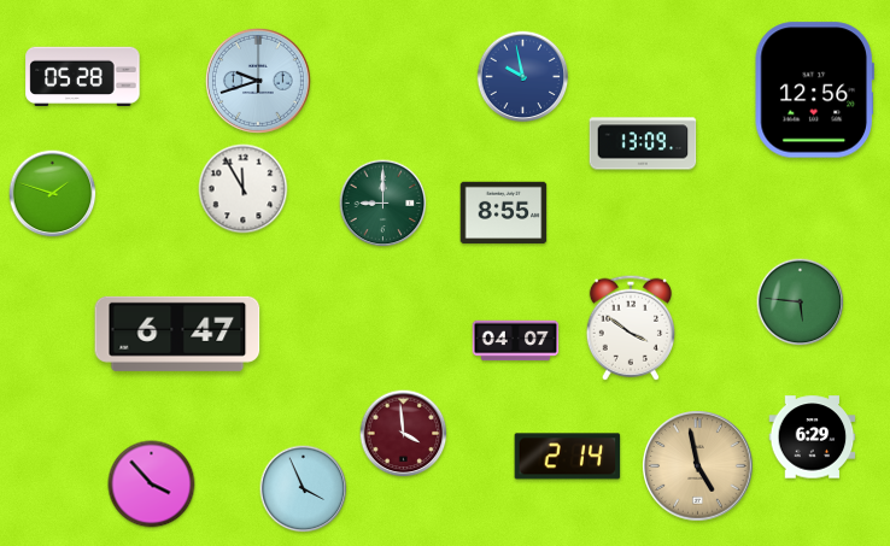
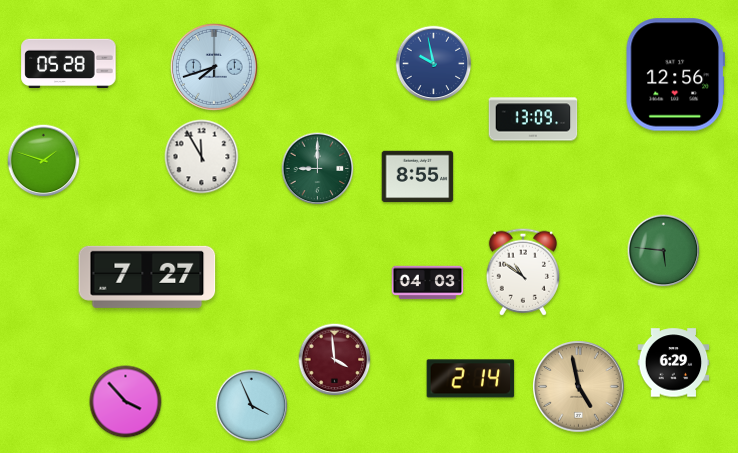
clock at (258, 81): 9:42 -> 7:42
clock at (631, 328): 3:51 -> 10:51
clock at (177, 334): 6:47 -> 7:27
clock at (516, 341): 04:07 -> 04:03
